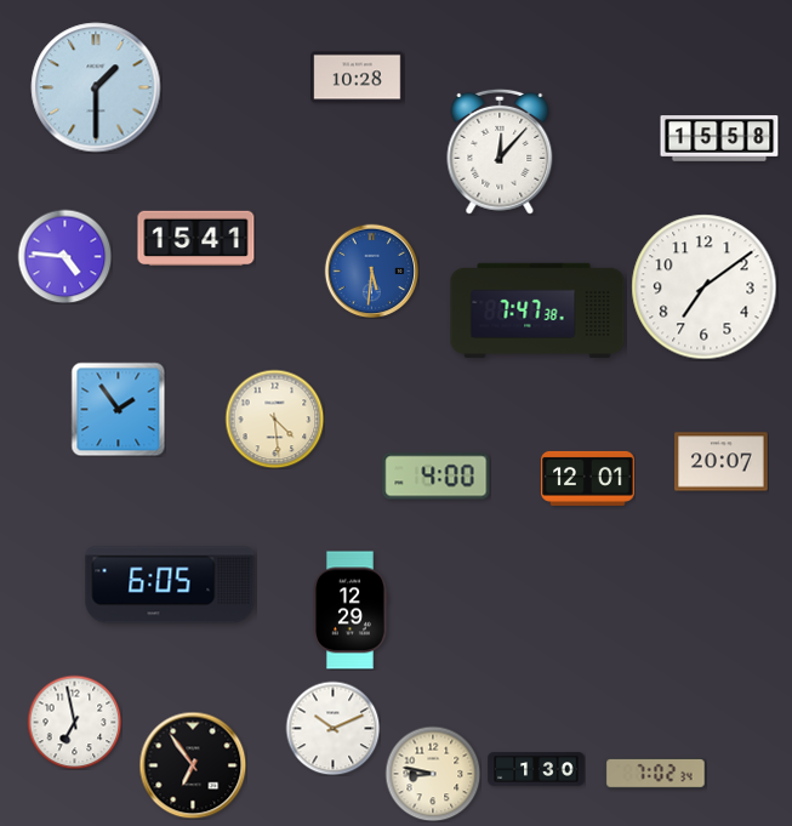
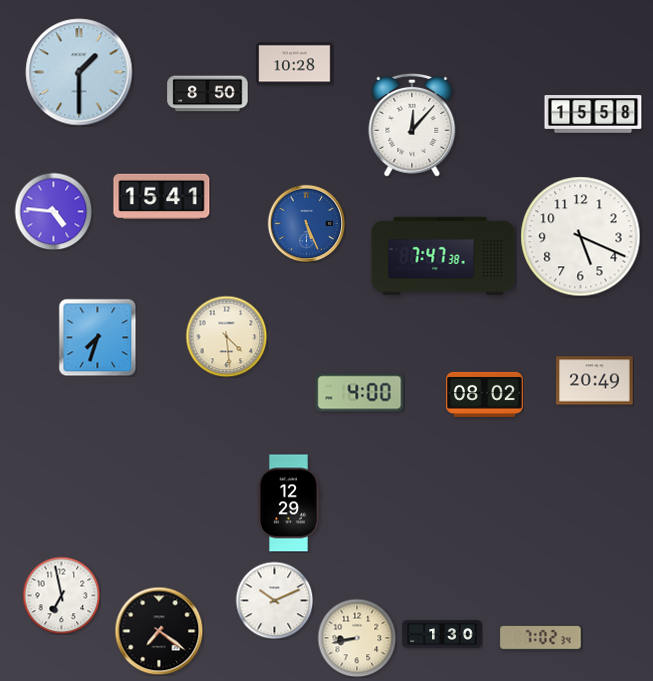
clock at (208, 94): none -> 8:50
clock at (371, 270): 5:31 -> 5:26
clock at (705, 287): 7:09 -> 5:19
clock at (118, 409): 1:54 -> 7:33
clock at (274, 418) position: (274, 418) -> (226, 336)
clock at (722, 462): 20:07 -> 20:49
clock at (588, 478): 12:01 -> 08:02
clock at (170, 585): 6:05 -> none
clock at (193, 765): 6:54 -> 7:21
clock at (433, 774): 8:47 -> 8:43
